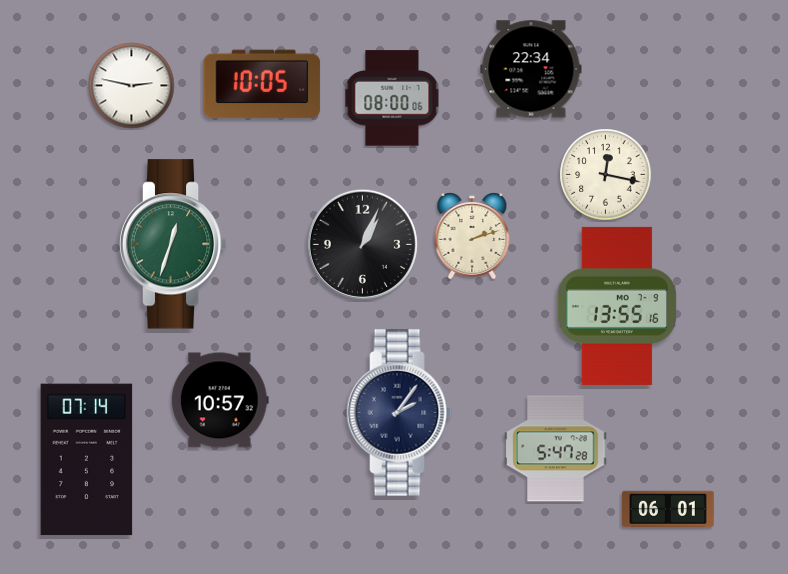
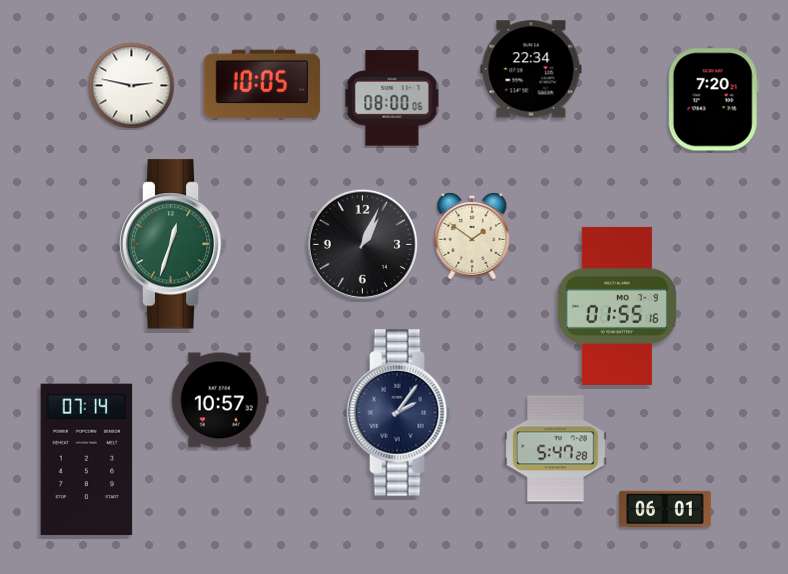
clock at (713, 100): none -> 7:20
clock at (606, 175): 12:17 -> none
clock at (472, 236): 2:12 -> 1:51
clock at (617, 306): 13:55 -> 01:55
clock at (669, 509) position: (669, 509) -> (666, 509)
